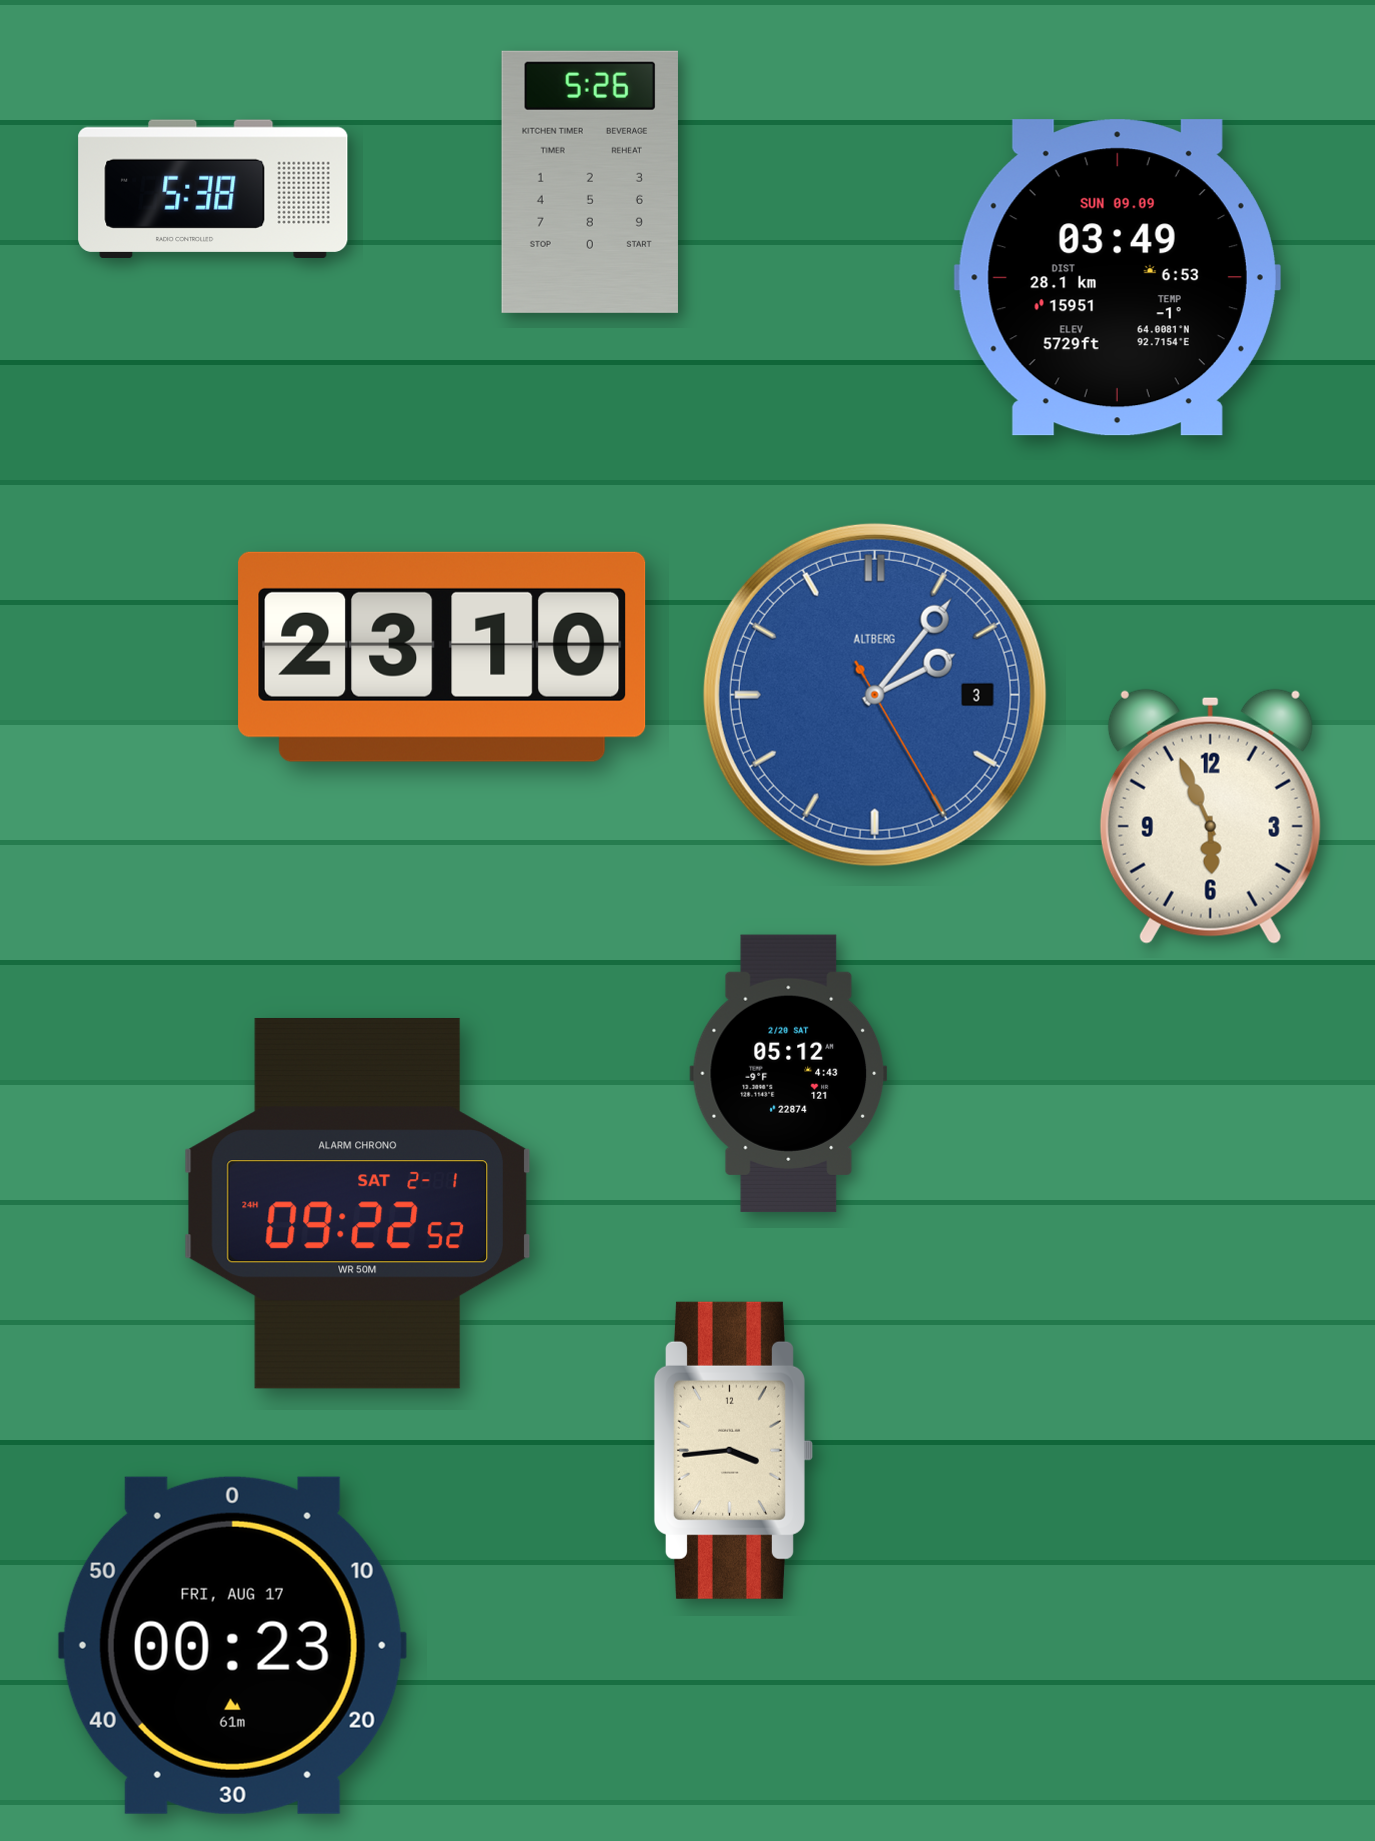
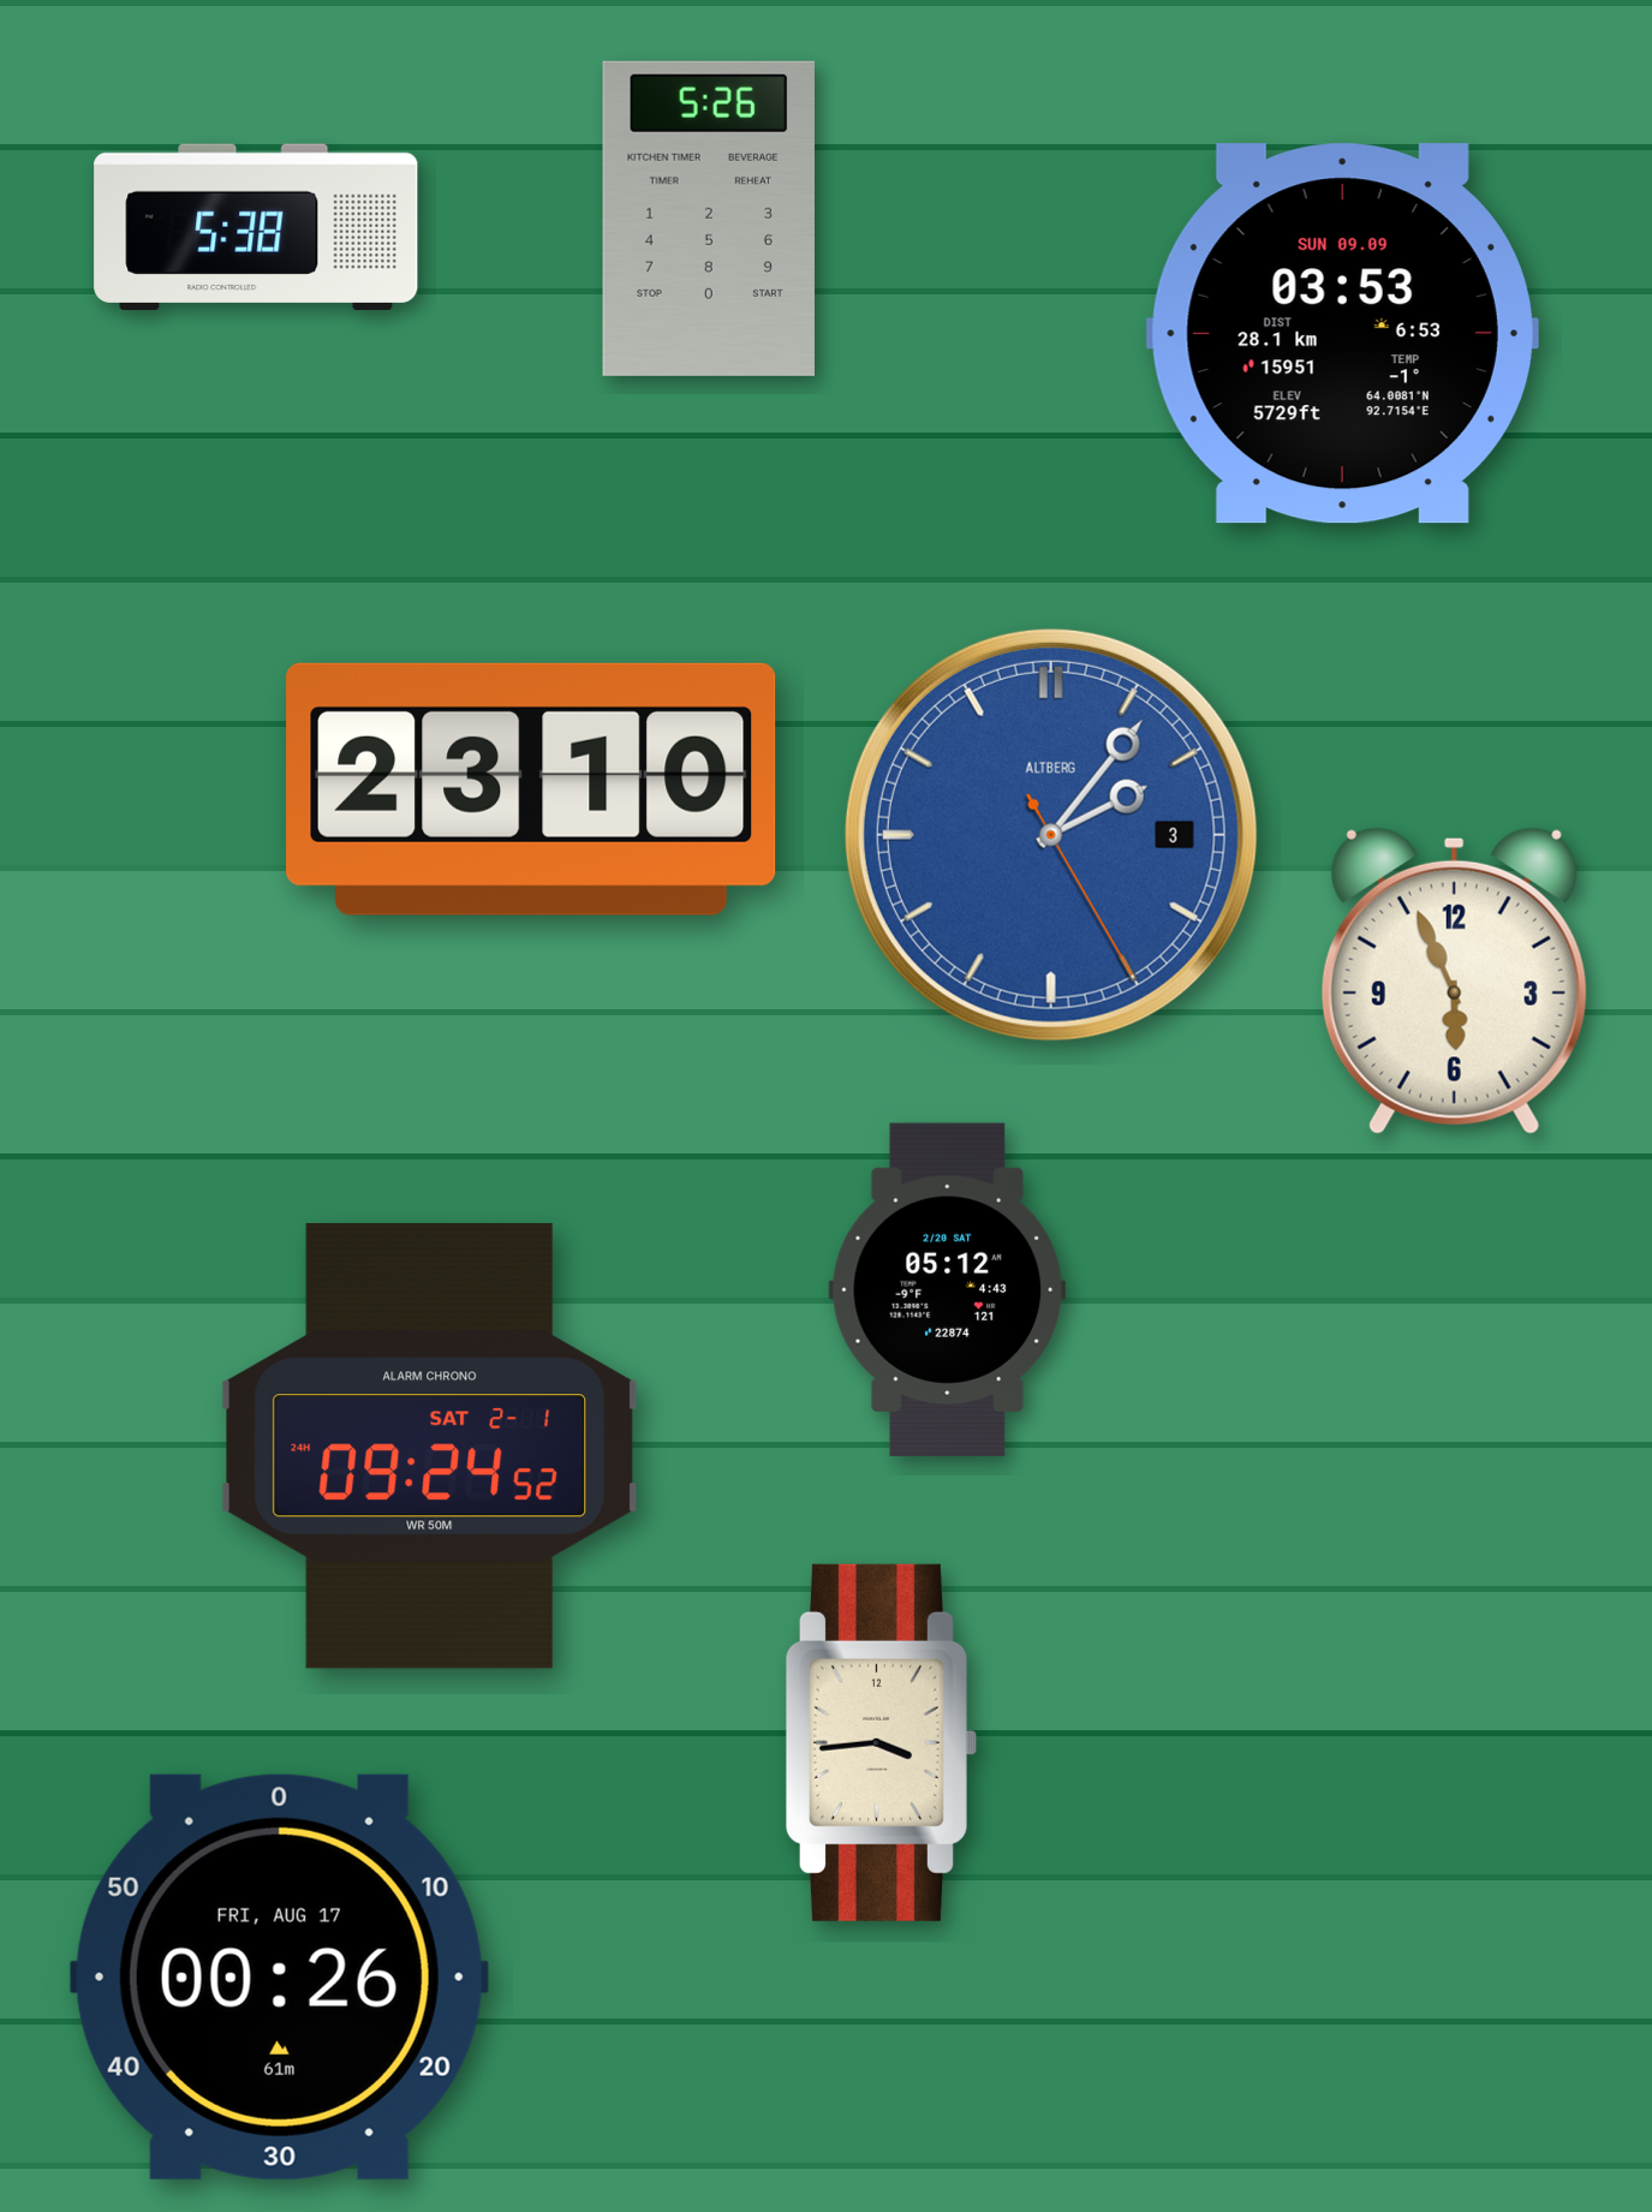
clock at (1117, 278): 03:49 -> 03:53
clock at (357, 1203): 09:22 -> 09:24
clock at (232, 1645): 00:23 -> 00:26
